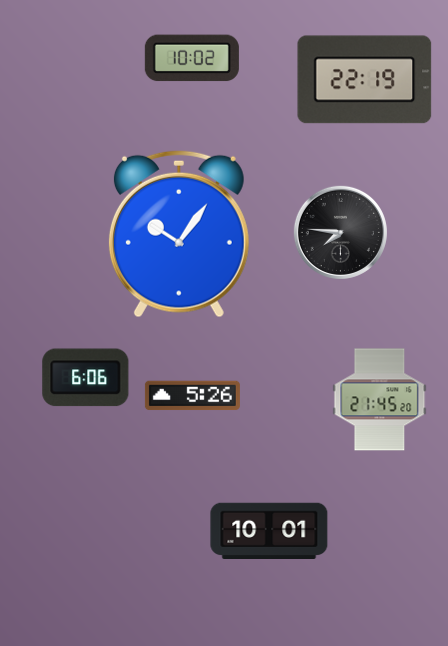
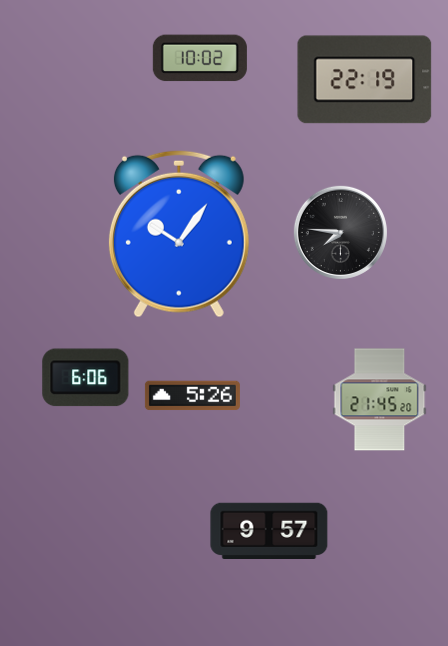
clock at (192, 58) position: (192, 58) -> (200, 58)
clock at (269, 530): 10:01 -> 9:57
